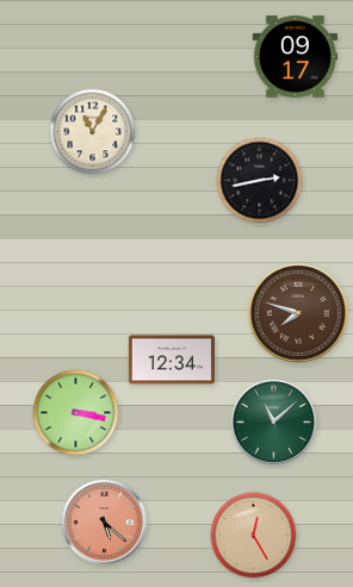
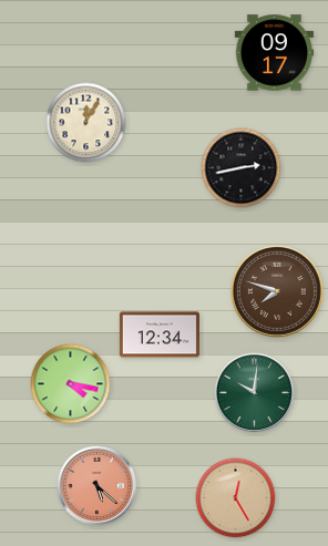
clock at (93, 132): 11:05 -> 12:05
clock at (76, 413): 3:17 -> 4:17
clock at (274, 423): 11:08 -> 10:01
